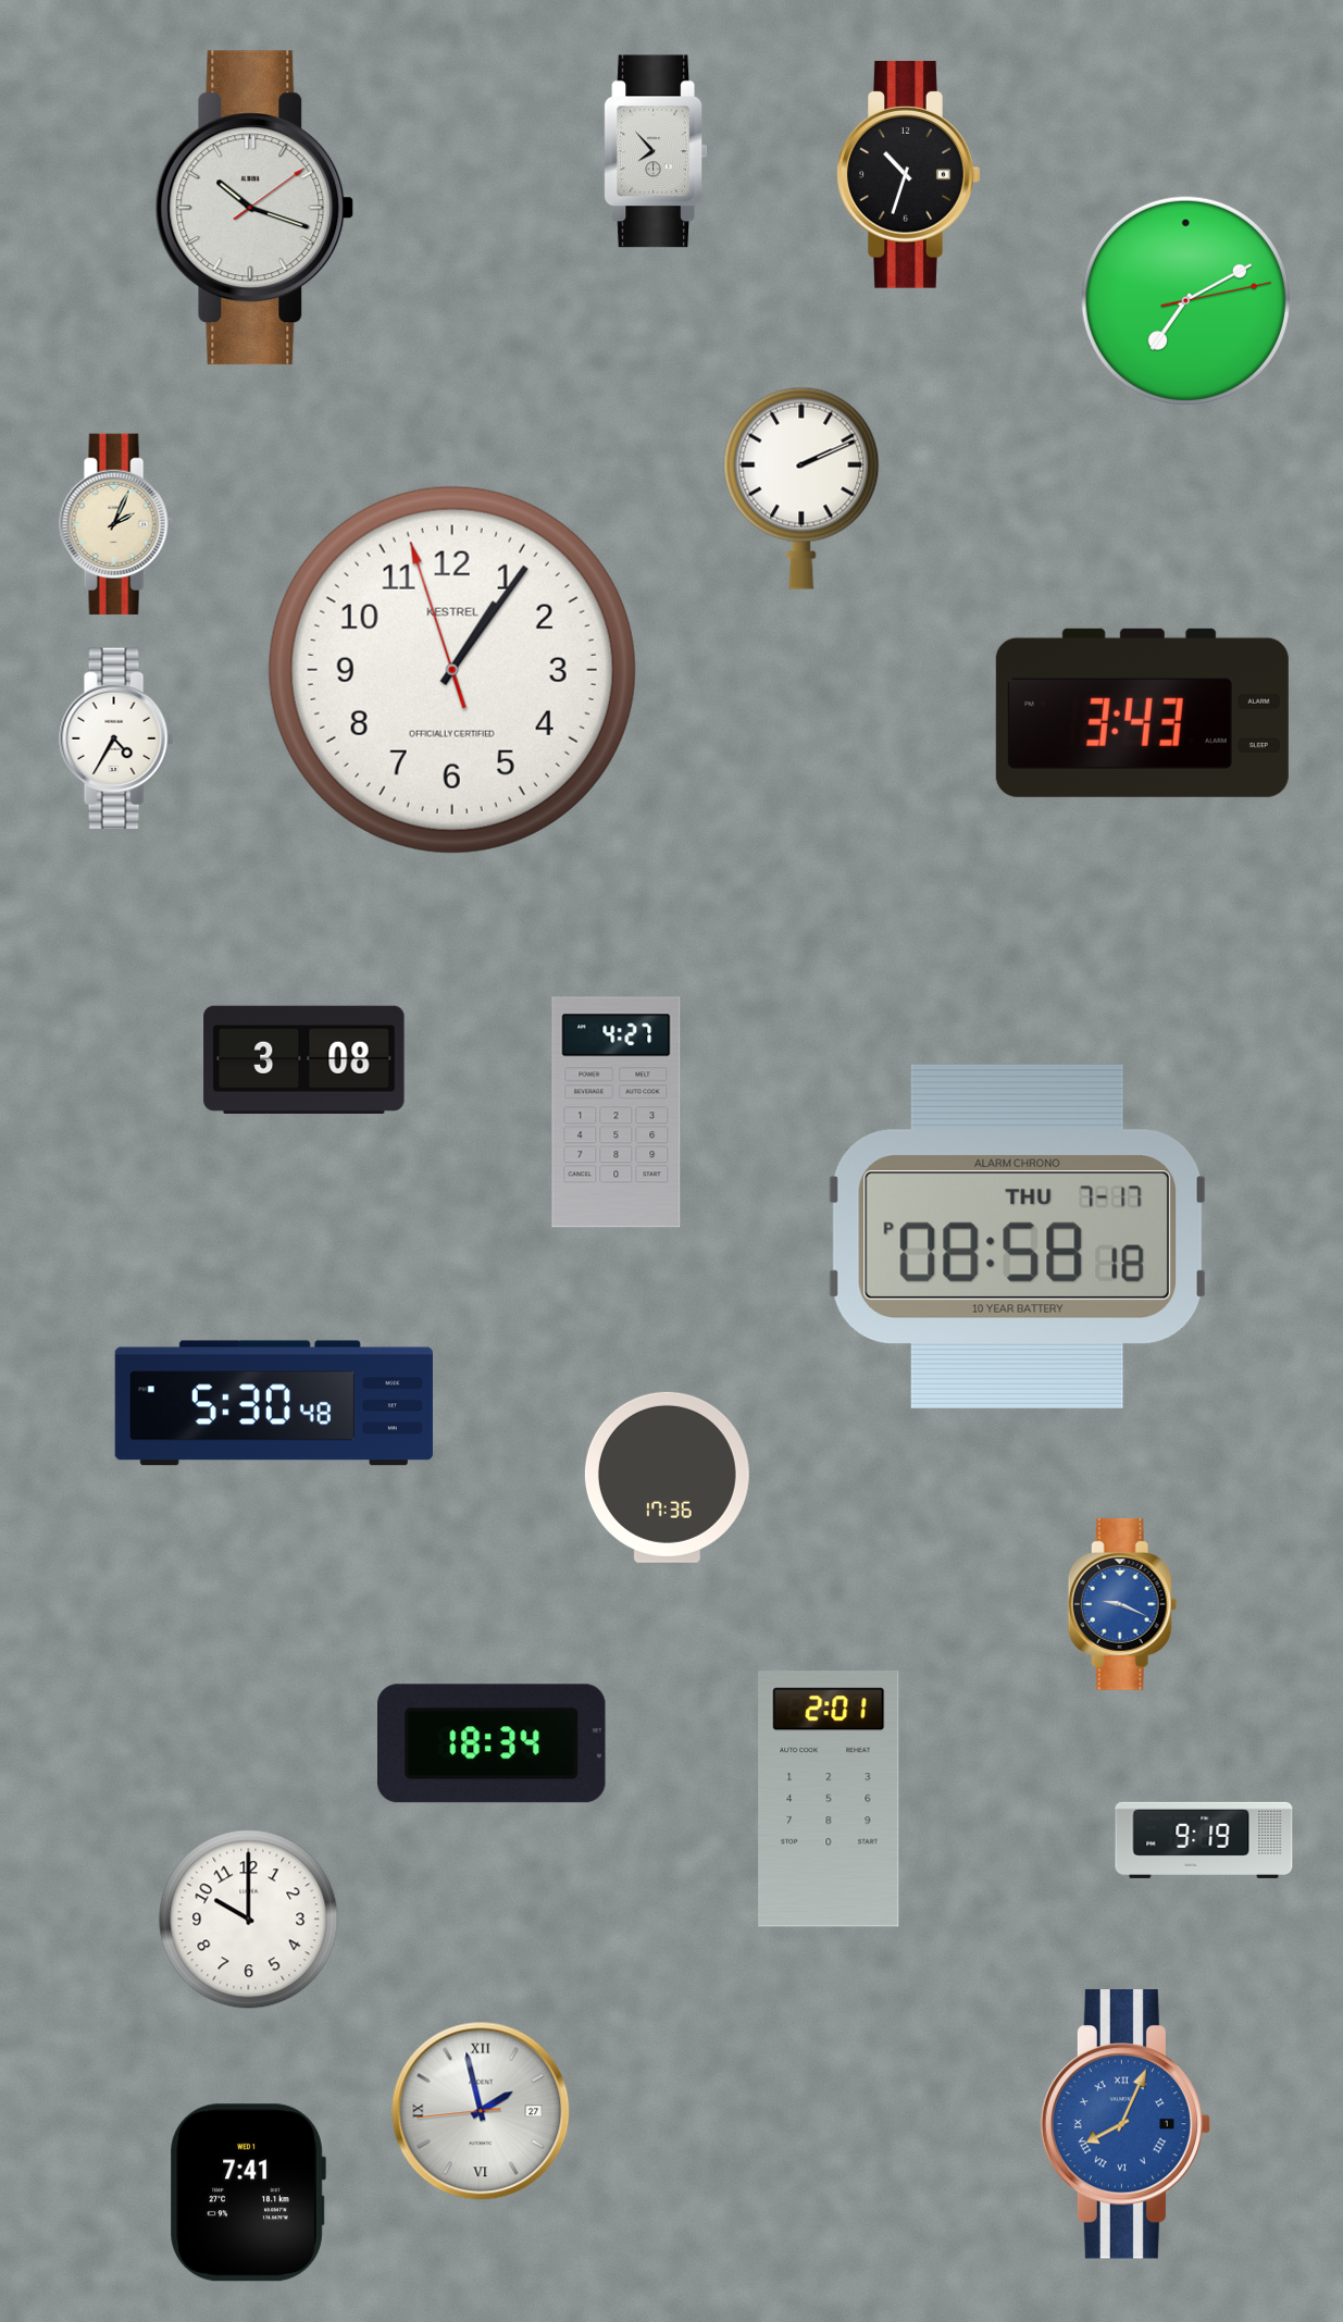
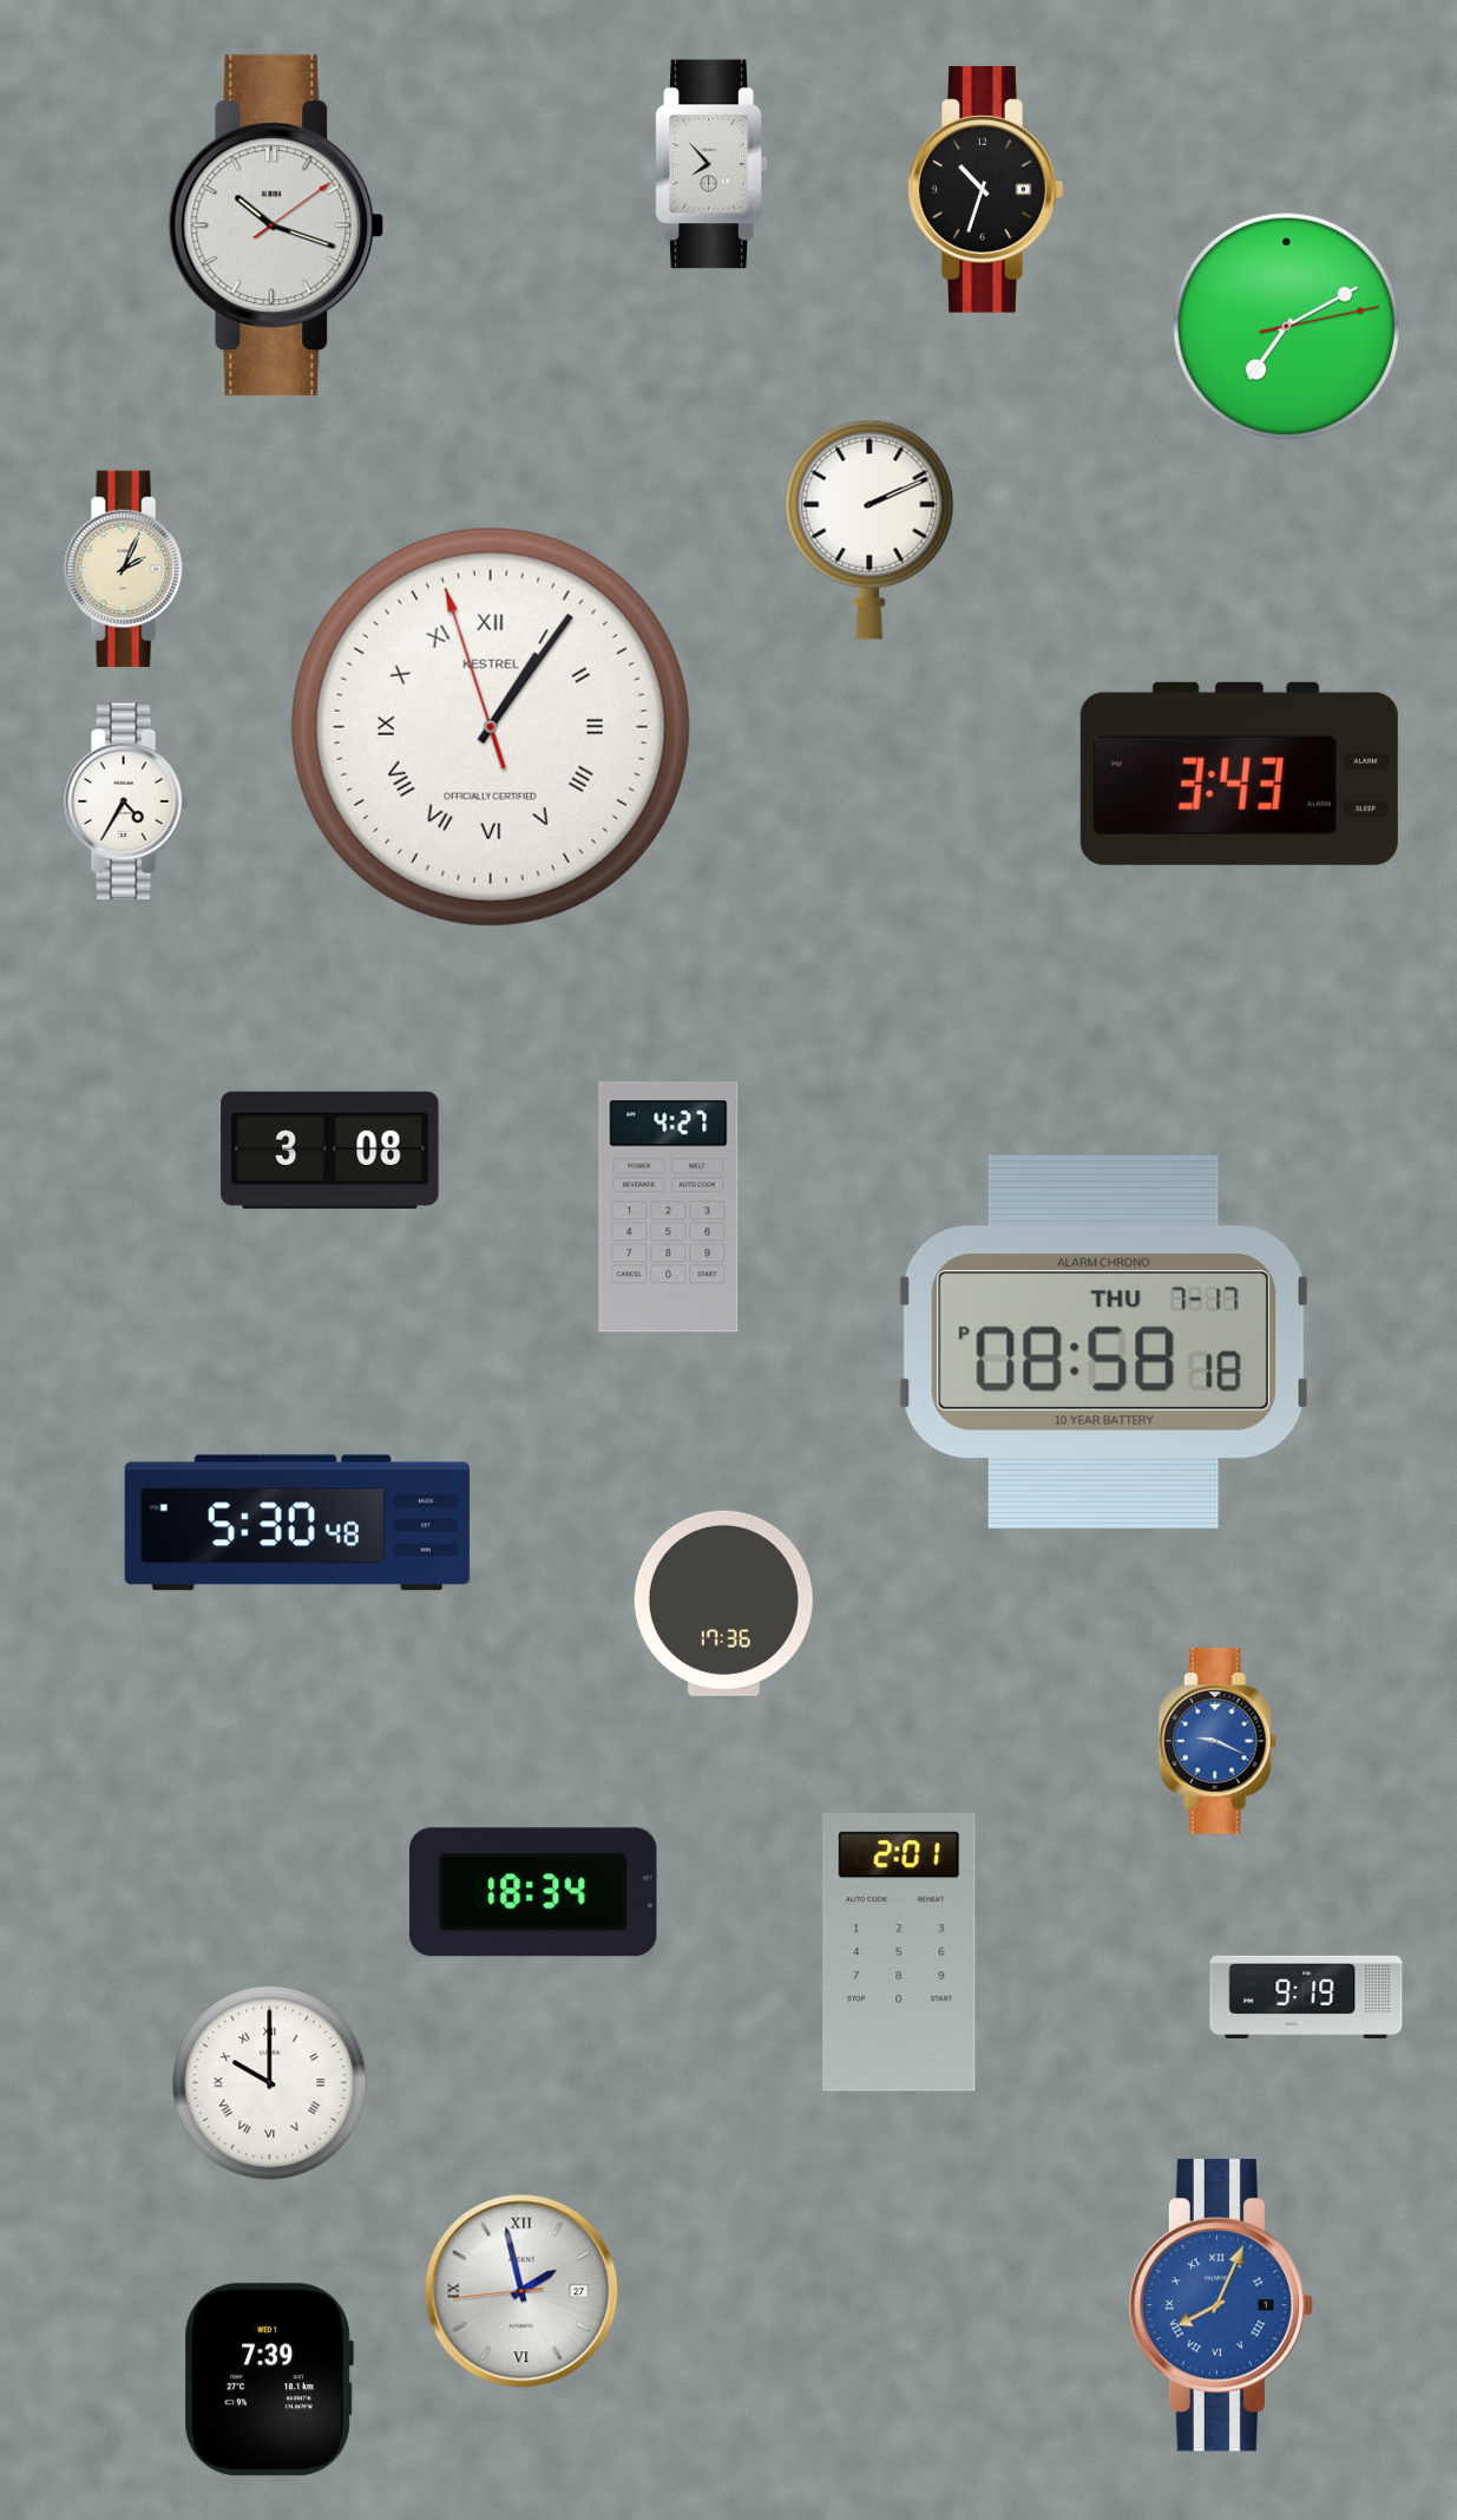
clock at (452, 670) numerals: Arabic -> Roman
clock at (249, 1920) numerals: Arabic -> Roman
clock at (248, 2193): 7:41 -> 7:39
